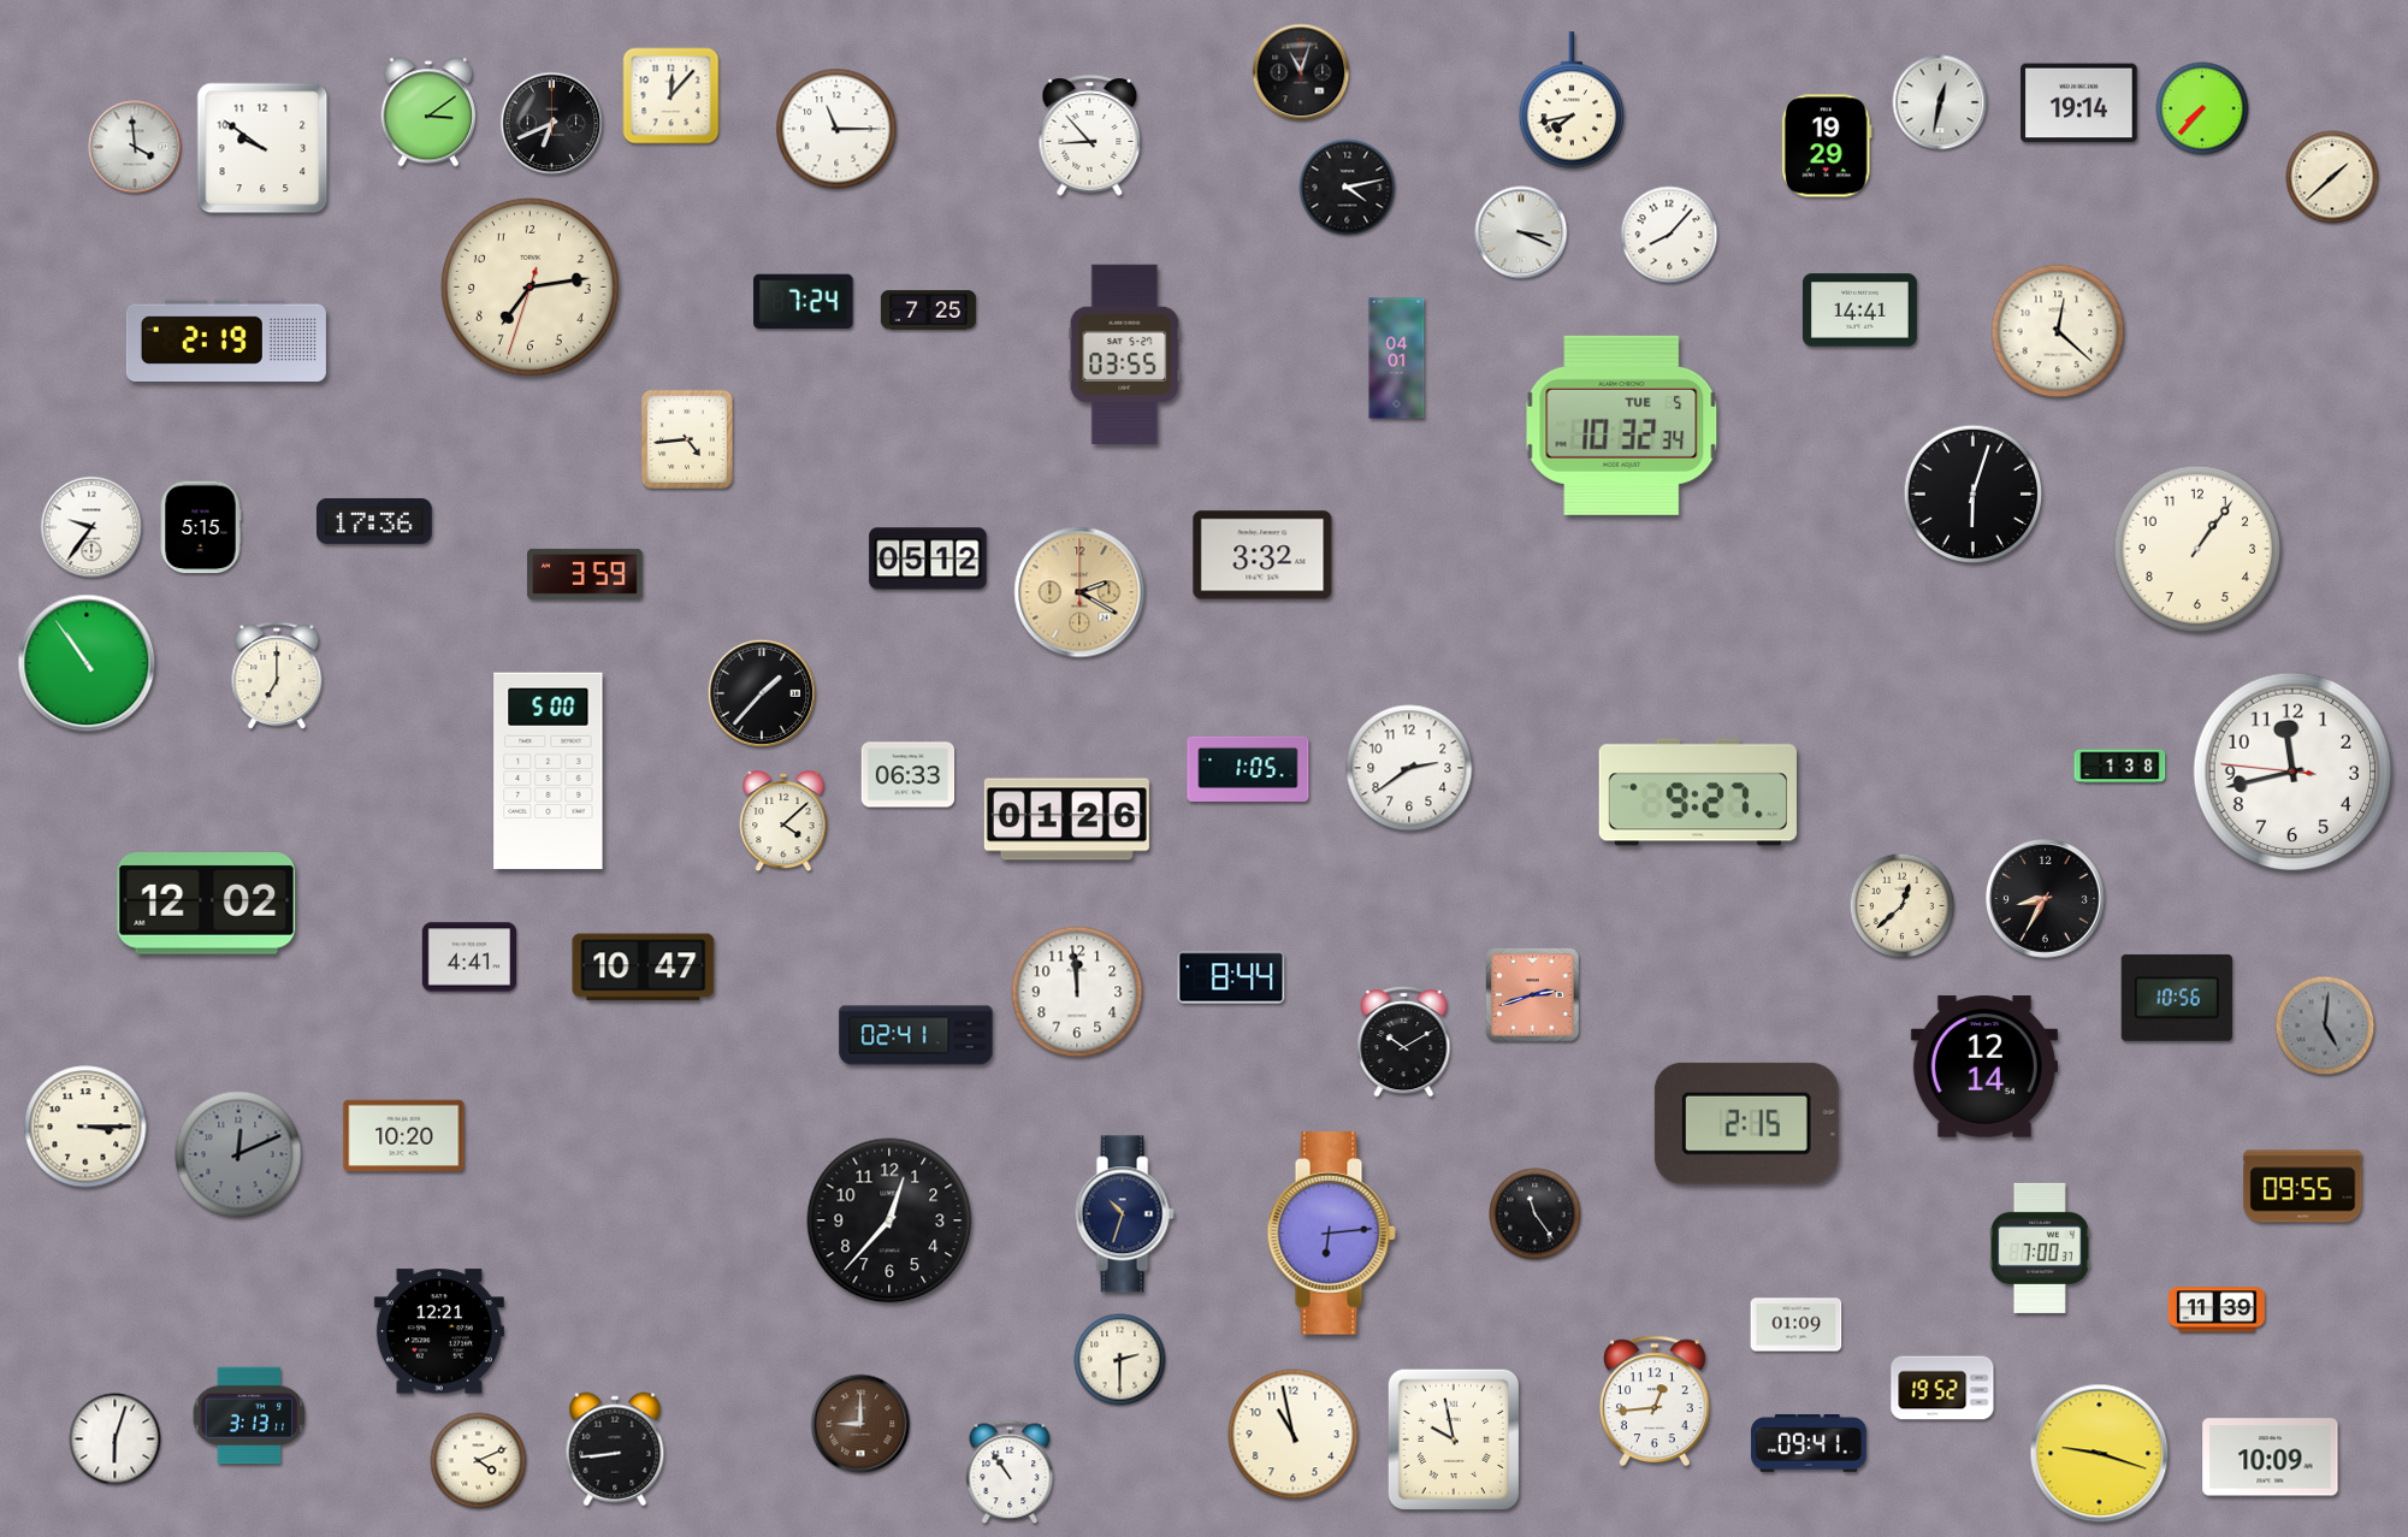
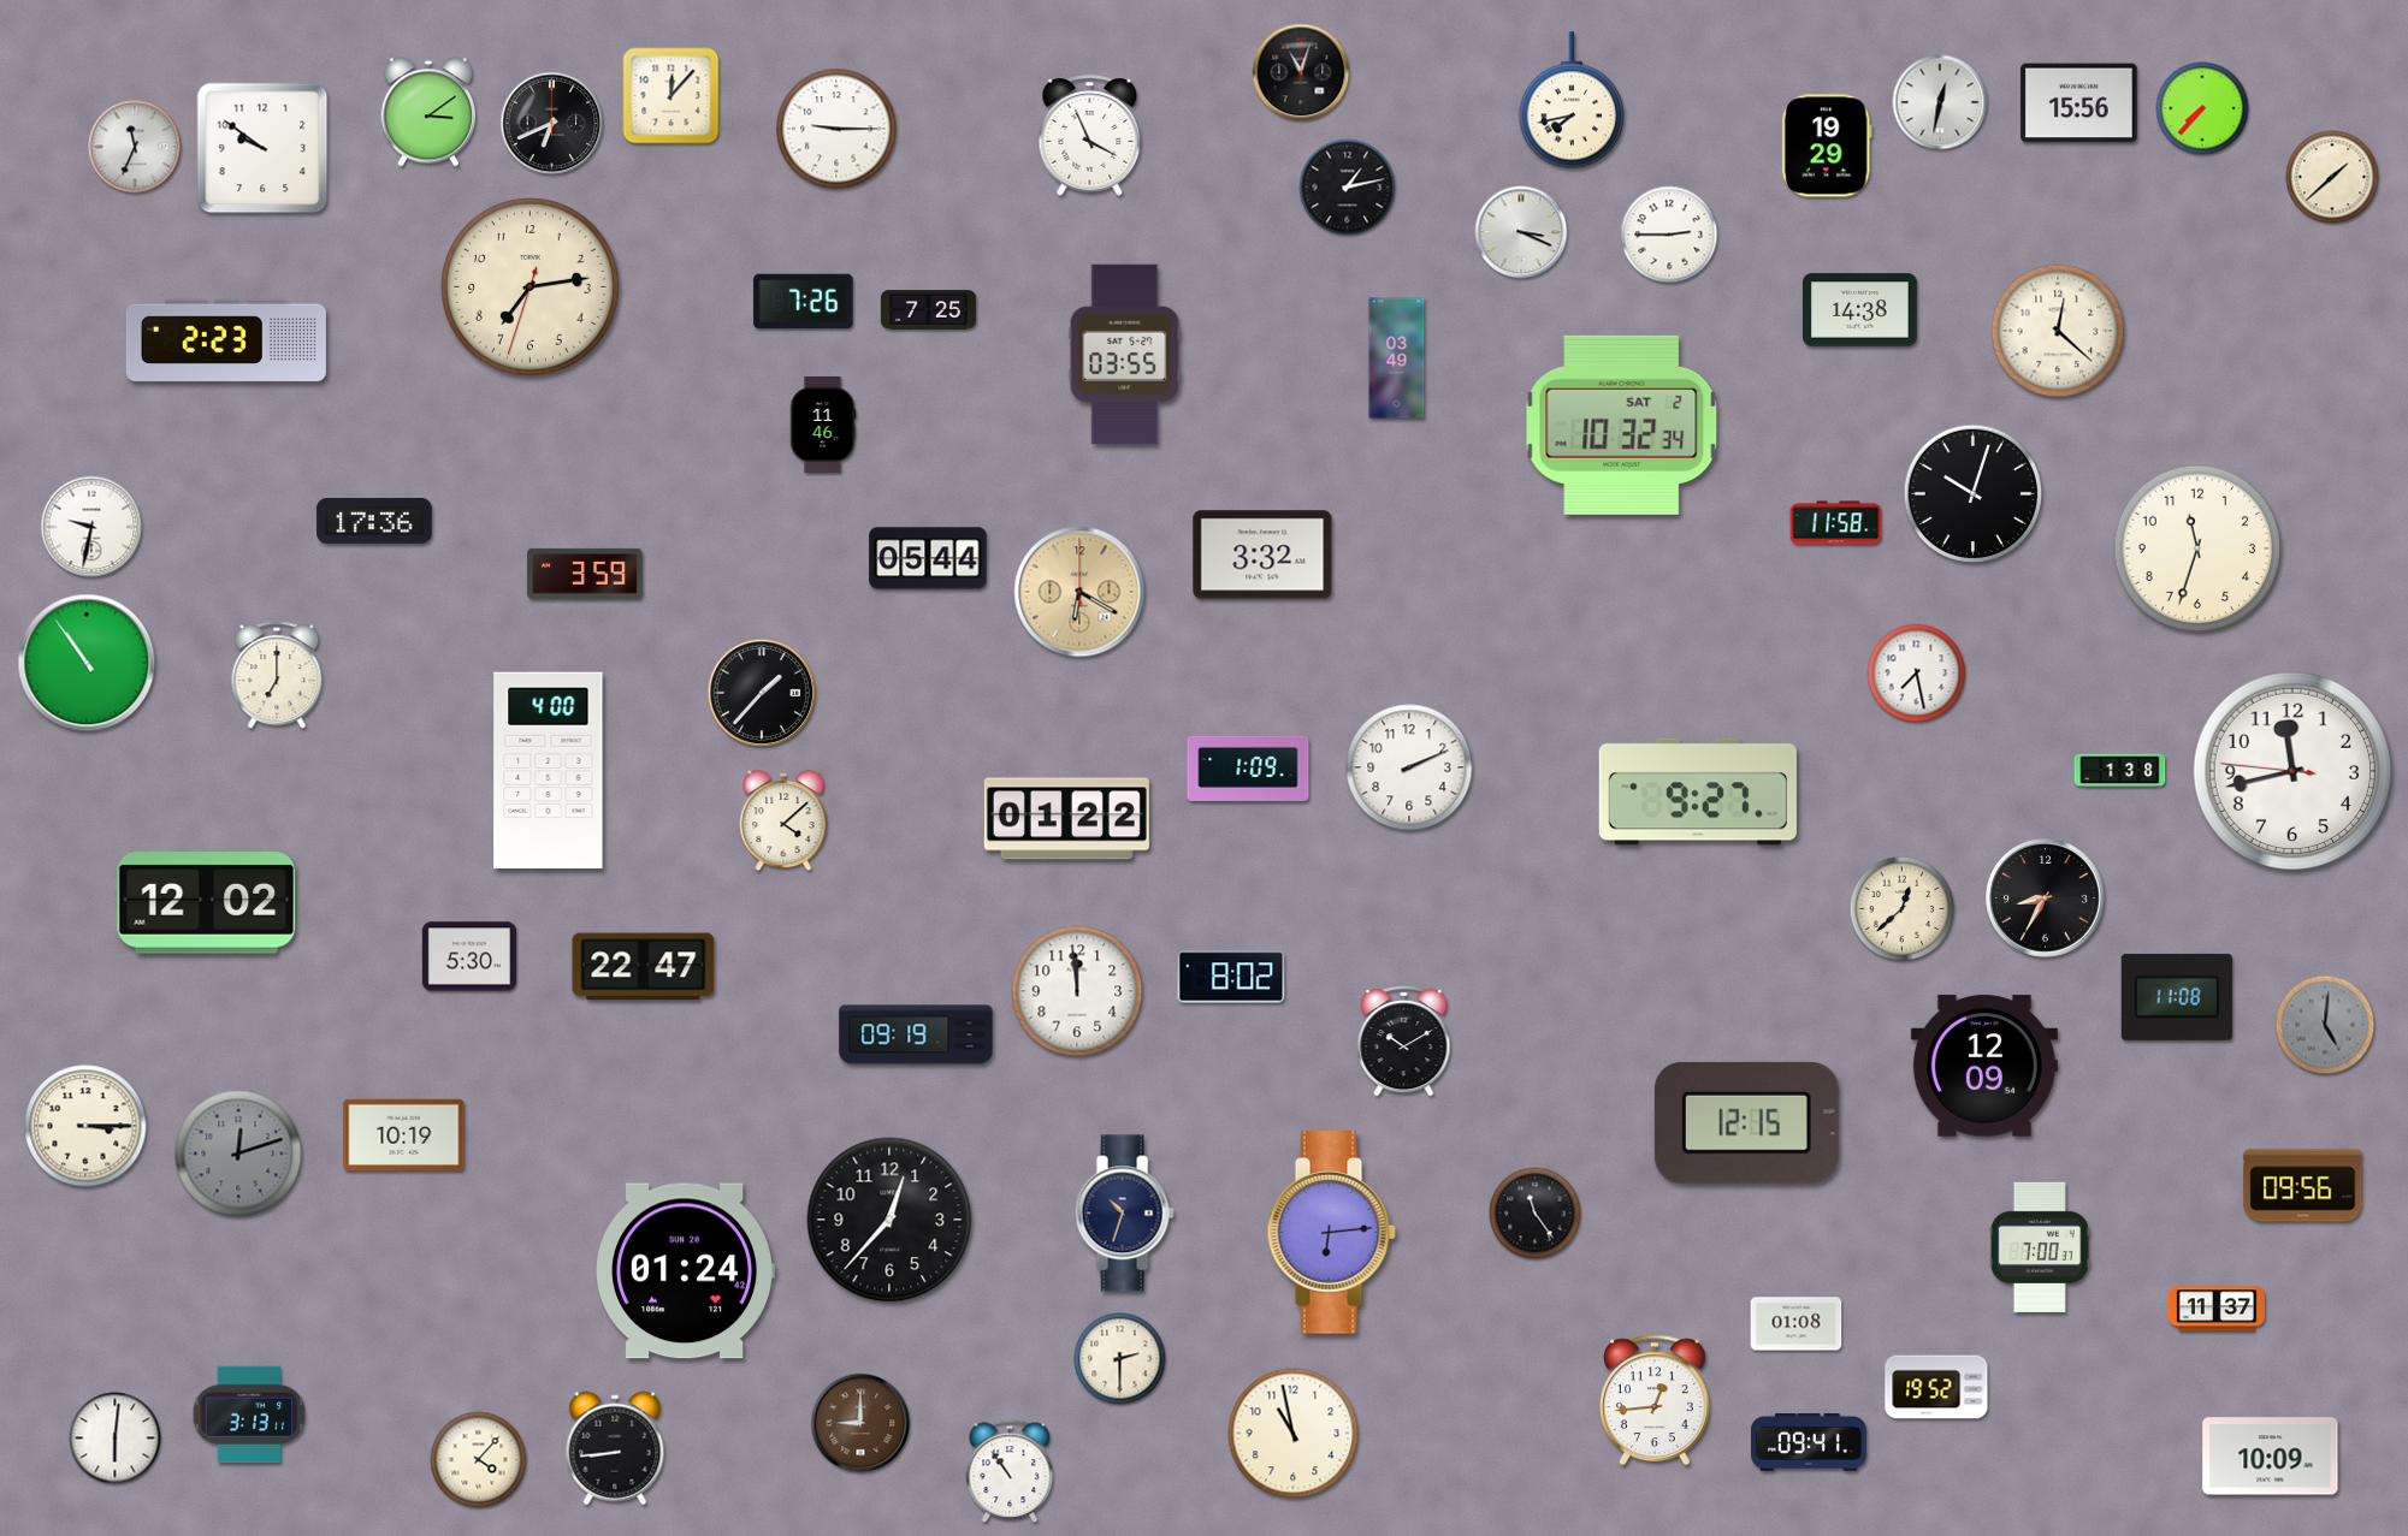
clock at (2079, 104): 19:14 -> 15:56
clock at (836, 129): 11:15 -> 9:15
clock at (1090, 136): 8:53 -> 3:56
clock at (135, 147): 3:59 -> 11:34
clock at (1348, 188): 4:13 -> 1:13
clock at (1669, 235): 8:07 -> 2:45
clock at (804, 302): 7:24 -> 7:26
clock at (1859, 311): 14:41 -> 14:38
clock at (226, 339): 2:19 -> 2:23
clock at (1397, 359): 04:01 -> 03:49
clock at (823, 425): none -> 11:46
clock at (1622, 425) date: TUE 5 -> SAT 2
clock at (687, 439): 4:44 -> none
clock at (1974, 495): 6:03 -> 10:03
clock at (1836, 523): none -> 11:58
clock at (91, 527): 9:36 -> 9:32
clock at (201, 527): 5:15 -> none
clock at (2197, 549): 1:06 -> 11:33
clock at (928, 558): 05:12 -> 05:44
clock at (1079, 592): 2:20 -> 6:20
clock at (1917, 674): none -> 7:28
clock at (2120, 767) position: (2120, 767) -> (2120, 771)
clock at (1409, 768): 2:39 -> 2:11
clock at (1248, 769): 1:05 -> 1:09
clock at (549, 772): 5:00 -> 4:00
clock at (909, 775): 06:33 -> none
clock at (1066, 820): 01:26 -> 01:22
clock at (1903, 906) position: (1903, 906) -> (1903, 909)
clock at (468, 957): 4:41 -> 5:30
clock at (644, 968): 10:47 -> 22:47
clock at (1231, 977): 8:44 -> 8:02
clock at (1533, 995): 2:42 -> none
clock at (2177, 998): 10:56 -> 11:08
clock at (916, 1035): 02:41 -> 09:19
clock at (1984, 1066): 12:14 -> 12:09
clock at (1746, 1123): 2:15 -> 12:15
clock at (404, 1135): 10:20 -> 10:19
clock at (238, 1154): 12:11 -> 12:12
clock at (2303, 1187): 09:55 -> 09:56
clock at (685, 1271): none -> 01:24
clock at (2217, 1310): 11:39 -> 11:37
clock at (1797, 1325): 01:09 -> 01:08
clock at (439, 1331): 12:21 -> none
clock at (1942, 1388) position: (1942, 1388) -> (1936, 1387)
clock at (116, 1440): 6:03 -> 6:01
clock at (1454, 1440): 9:58 -> none
clock at (2100, 1454): 9:18 -> none
clock at (479, 1461): 4:11 -> 4:07
